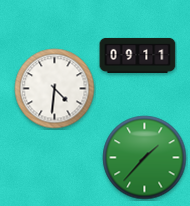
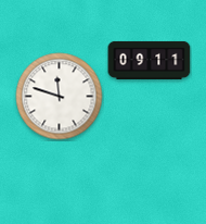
clock at (55, 89): 4:31 -> 11:48
clock at (145, 158): 1:37 -> none
